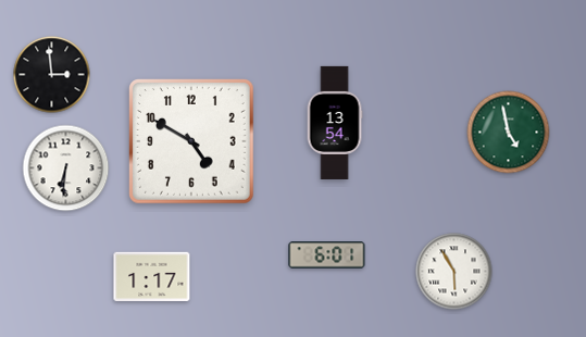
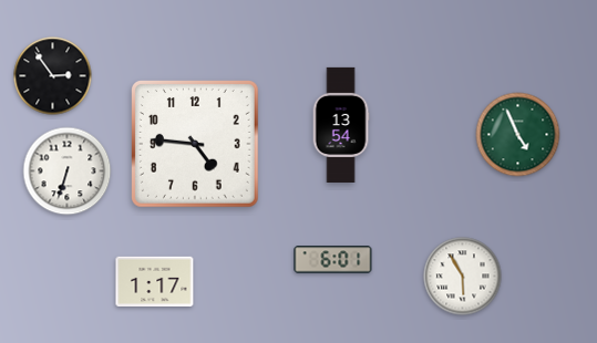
clock at (52, 75): 2:59 -> 2:54
clock at (509, 133): 4:58 -> 4:56
clock at (192, 142): 4:50 -> 4:46
clock at (66, 168): 6:31 -> 6:33
